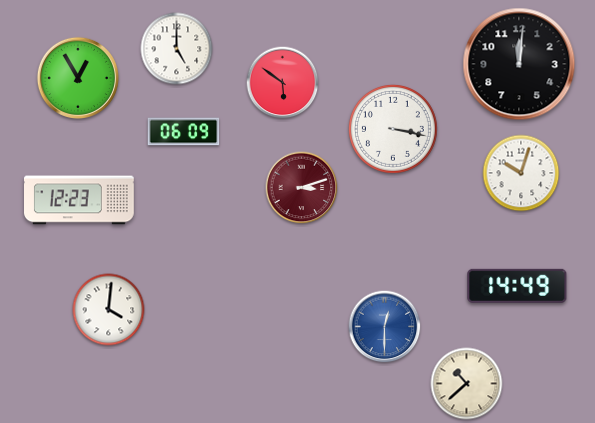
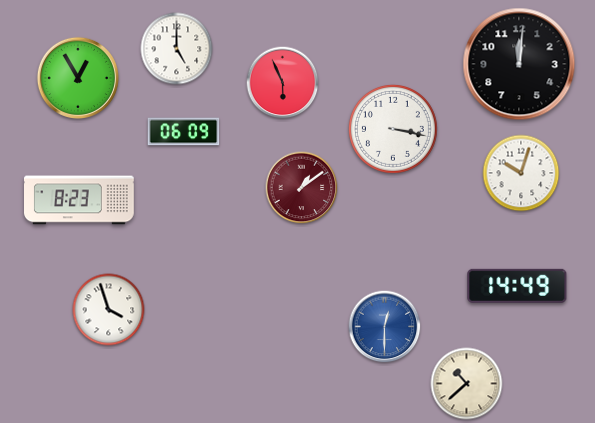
clock at (283, 83): 5:51 -> 5:56
clock at (302, 188): 3:12 -> 1:09
clock at (80, 200): 12:23 -> 8:23
clock at (109, 310): 4:01 -> 3:57
